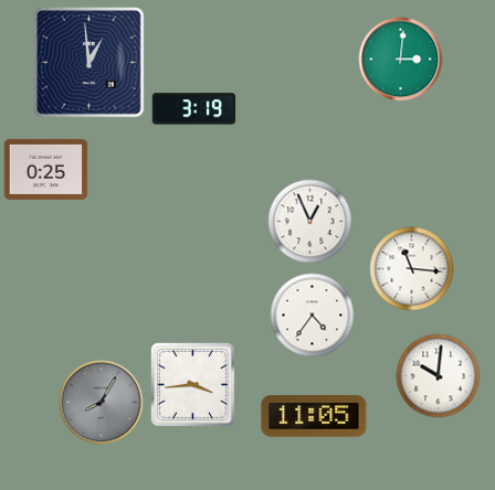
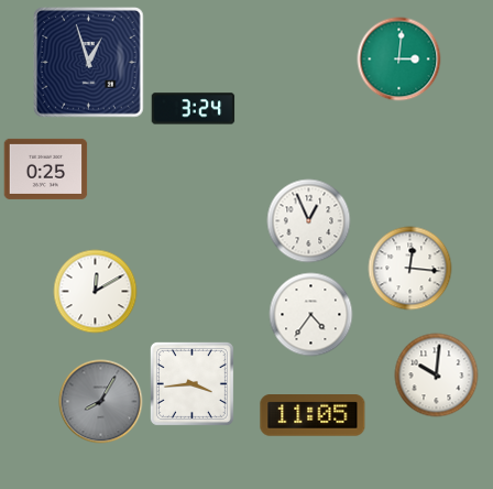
clock at (89, 63): 12:59 -> 12:57
clock at (194, 109): 3:19 -> 3:24
clock at (412, 269): 11:16 -> 12:16
clock at (96, 292): none -> 12:10
